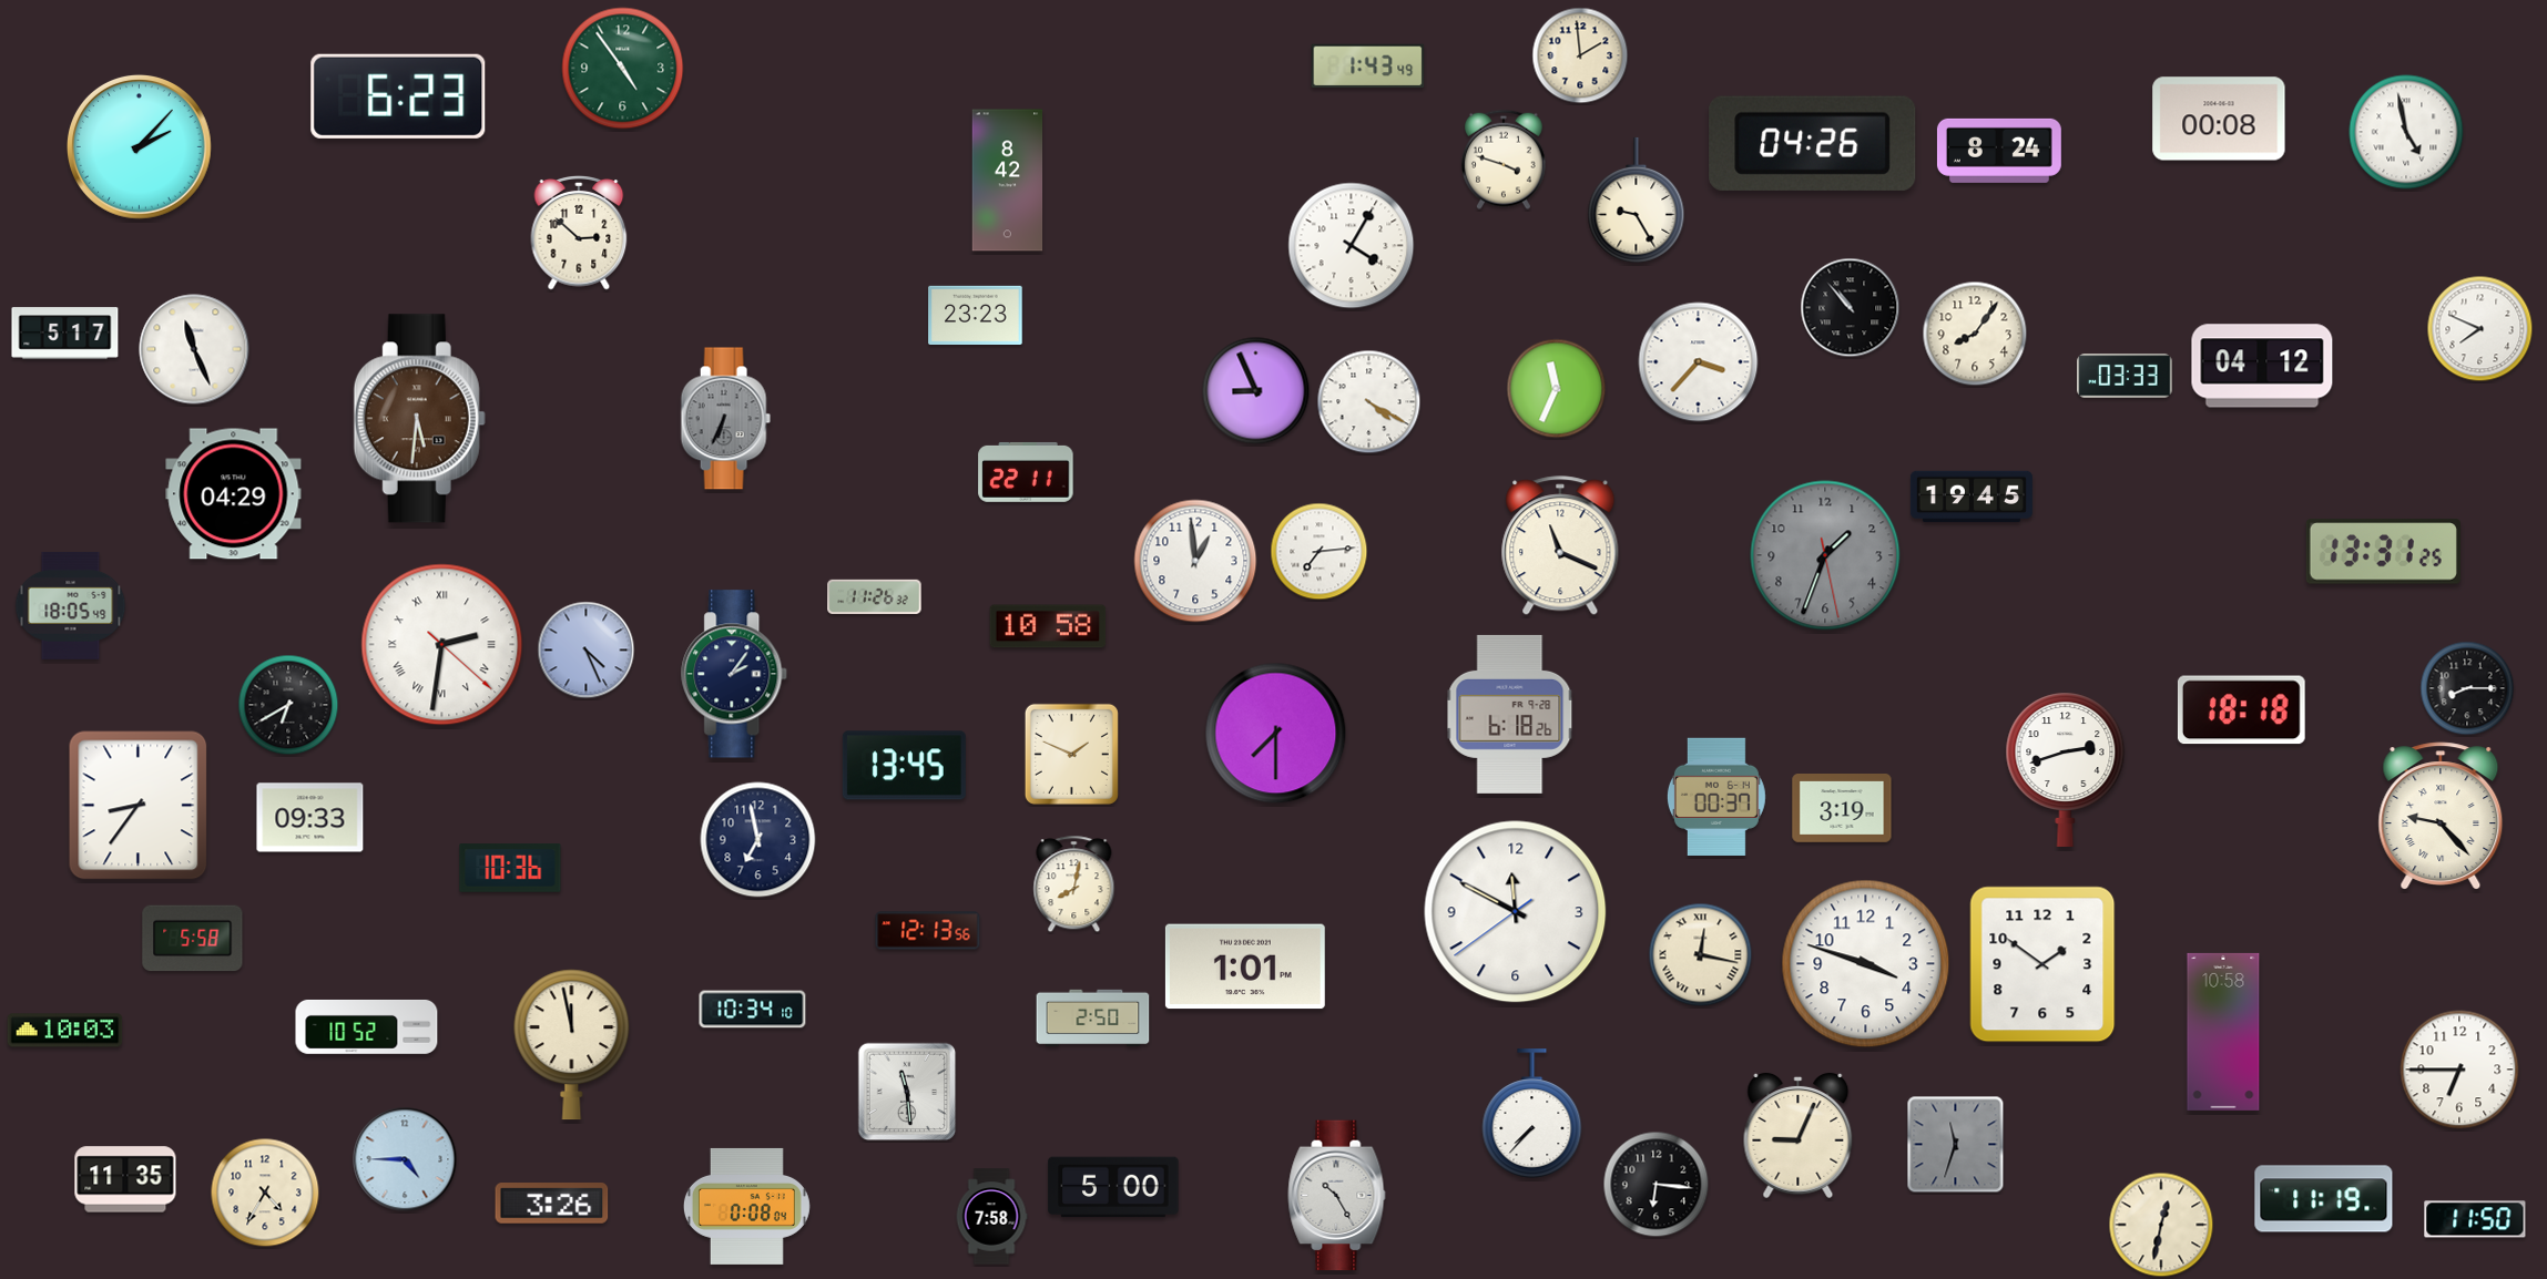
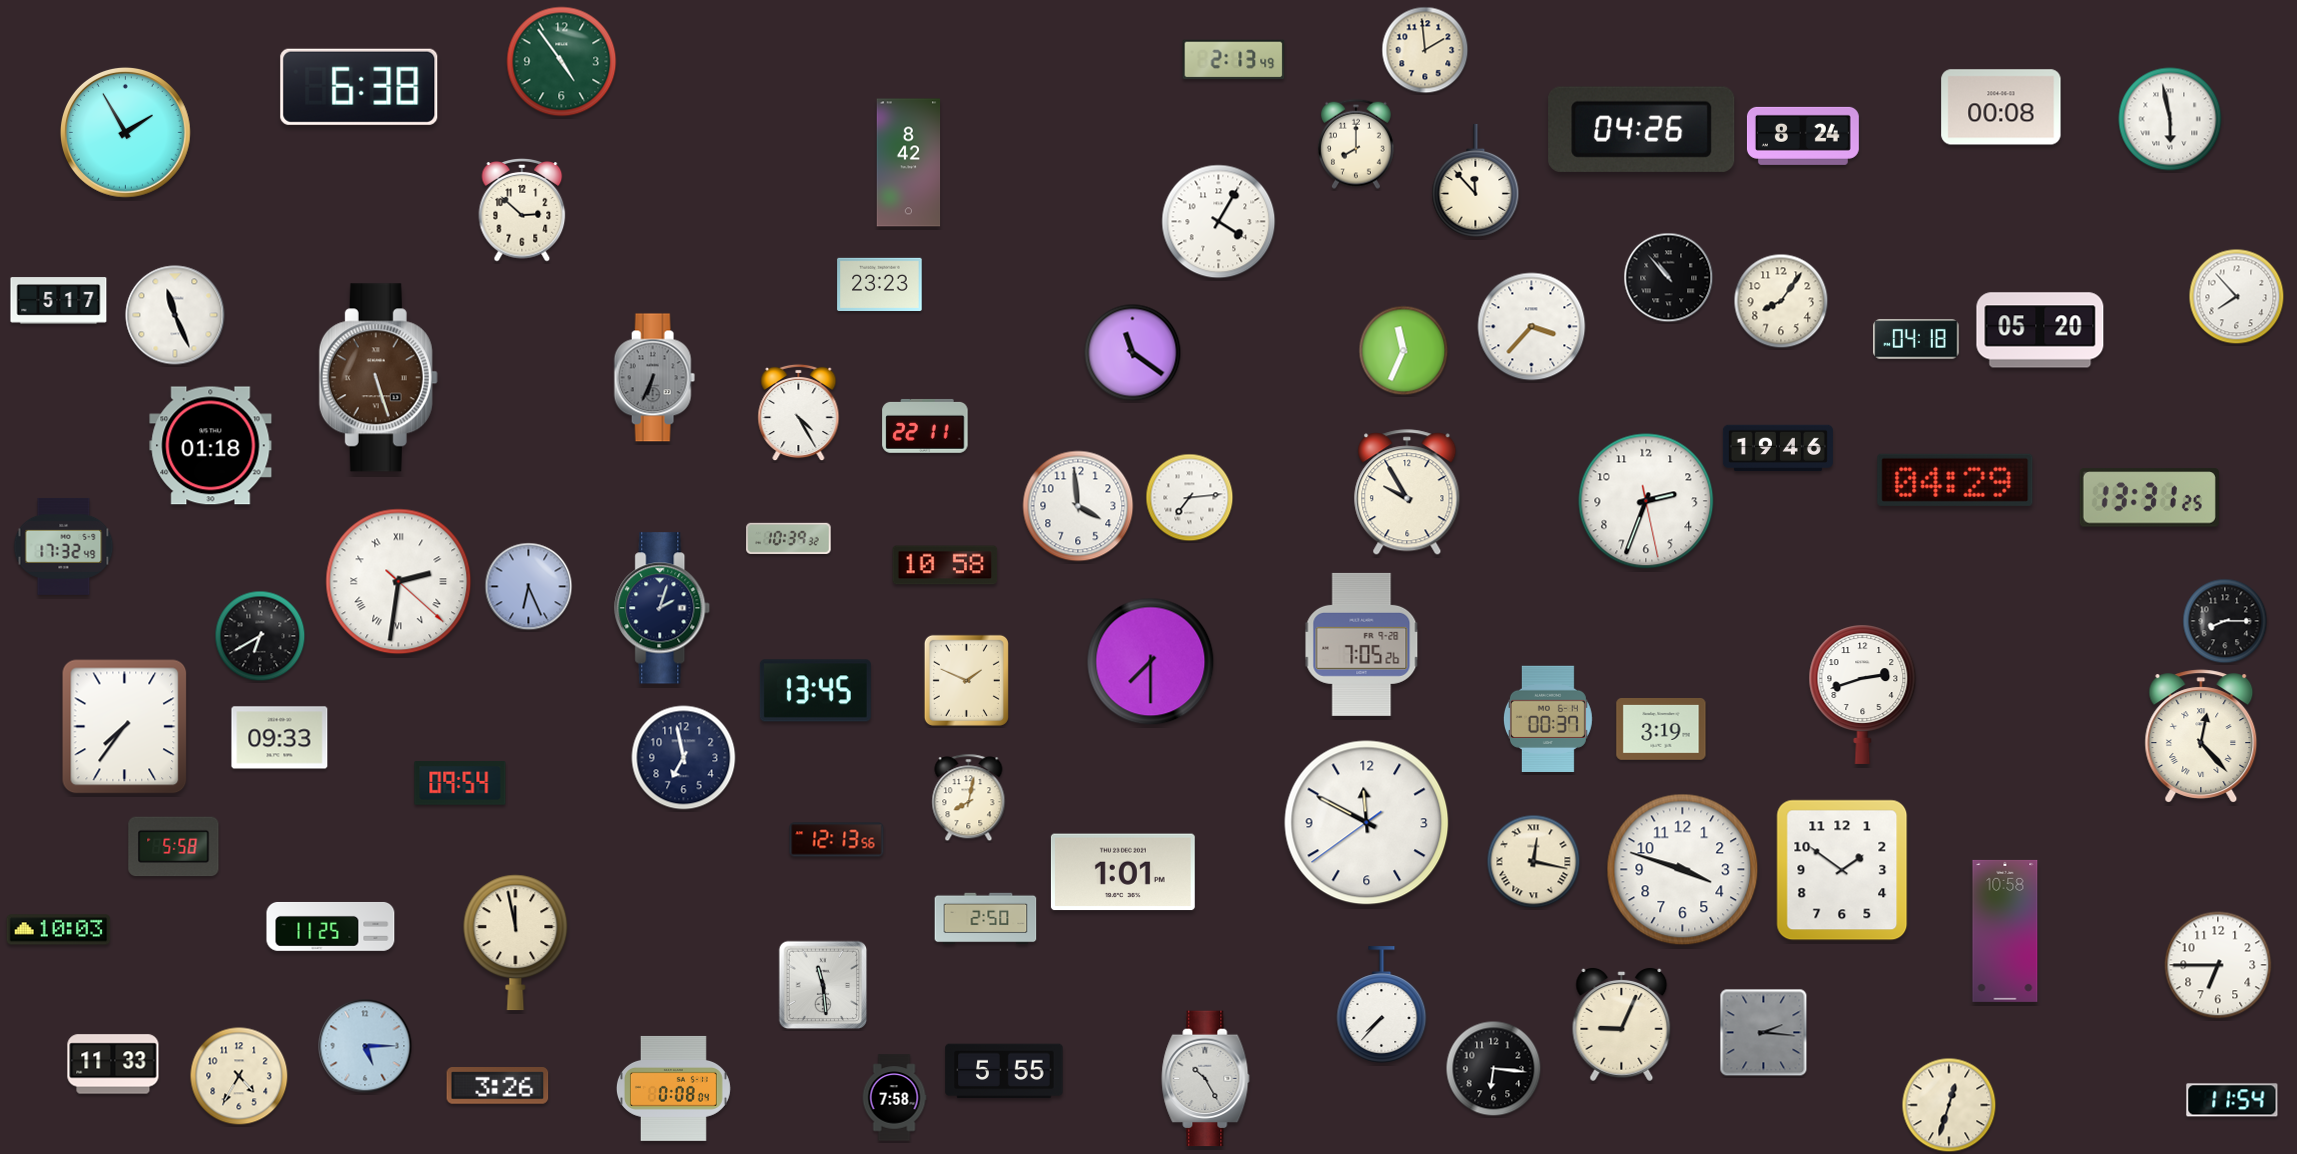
clock at (1368, 66): 1:43 -> 2:13
clock at (398, 96): 6:23 -> 6:38
clock at (2406, 132): 4:58 -> 5:58
clock at (1813, 143) position: (1813, 143) -> (1642, 129)
clock at (139, 146): 2:07 -> 1:55
clock at (1504, 160): 3:48 -> 8:00
clock at (1637, 199): 9:25 -> 11:53
clock at (2480, 329): 7:49 -> 7:53
clock at (2262, 366): 04:12 -> 05:20
clock at (2125, 376): 03:33 -> 04:18
clock at (1256, 391): 8:56 -> 11:21
clock at (1369, 402): 4:20 -> none
clock at (419, 419): 5:31 -> 5:27
clock at (799, 413): none -> 4:25
clock at (234, 494): 04:29 -> 01:18
clock at (1972, 497): 19:45 -> 19:46
clock at (1955, 480): none -> 04:29
clock at (1560, 546): 11:19 -> 9:55
clock at (1825, 555): 1:33 -> 2:33
clock at (1825, 555) dial: grey -> white
clock at (1195, 561): 12:59 -> 3:59
clock at (875, 596): 11:26 -> 10:39
clock at (71, 605): 18:05 -> 17:32
clock at (587, 651): 4:26 -> 6:26
clock at (735, 674): 2:06 -> 2:03
clock at (2241, 710): 18:18 -> none
clock at (1510, 714): 6:18 -> 7:05
clock at (139, 806): 8:36 -> 7:36
clock at (2441, 816): 9:23 -> 12:23
clock at (510, 868): 10:36 -> 09:54
clock at (753, 1010): 10:34 -> none
clock at (367, 1026): 10:52 -> 11:25
clock at (907, 1092) position: (907, 1092) -> (823, 985)
clock at (1956, 1145): 11:33 -> 2:16
clock at (405, 1159): 4:45 -> 5:15
clock at (125, 1179): 11:35 -> 11:33
clock at (1113, 1187): 5:00 -> 5:55
clock at (2324, 1199): 11:19 -> none
clock at (2475, 1219): 11:50 -> 11:54
clock at (2161, 1225): 12:32 -> 12:33
